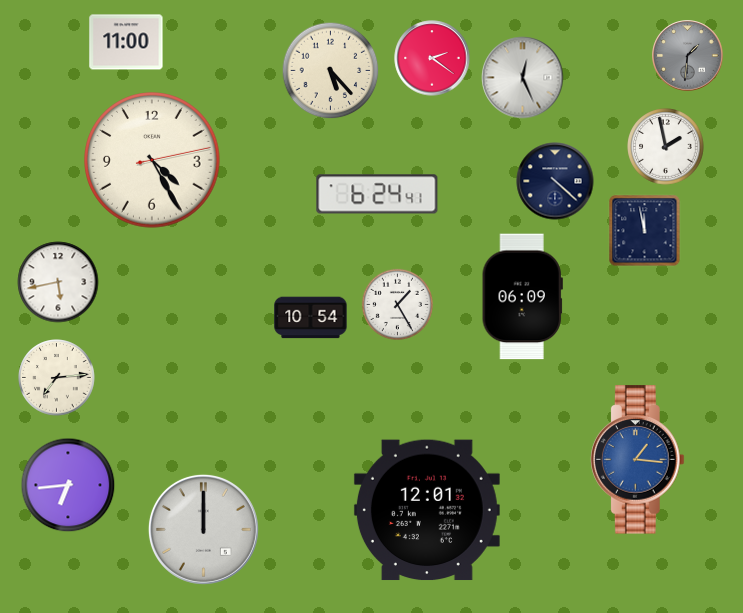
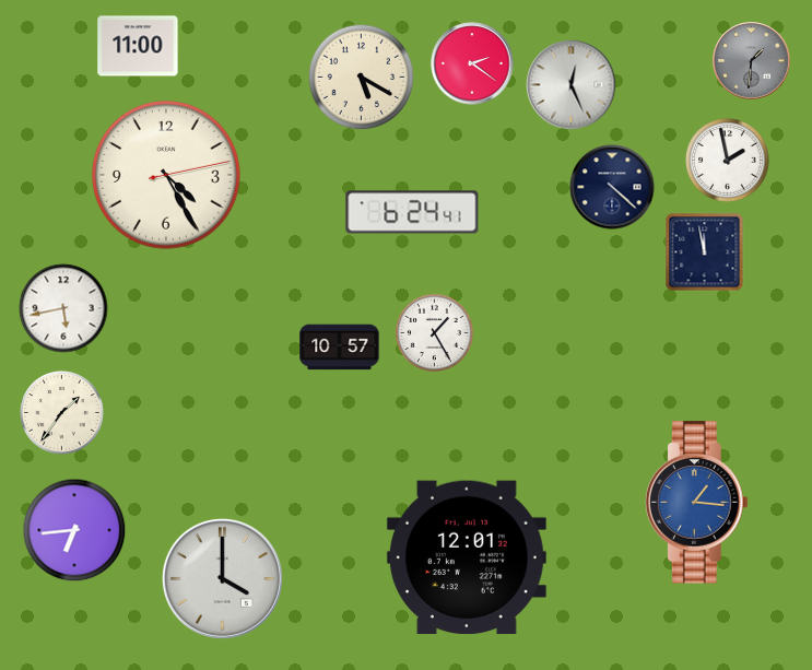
clock at (331, 71): 5:23 -> 5:20
clock at (555, 181) position: (555, 181) -> (612, 187)
clock at (522, 297): 06:09 -> none
clock at (311, 318): 10:54 -> 10:57
clock at (57, 378): 7:14 -> 1:36
clock at (203, 529): 12:00 -> 4:00
